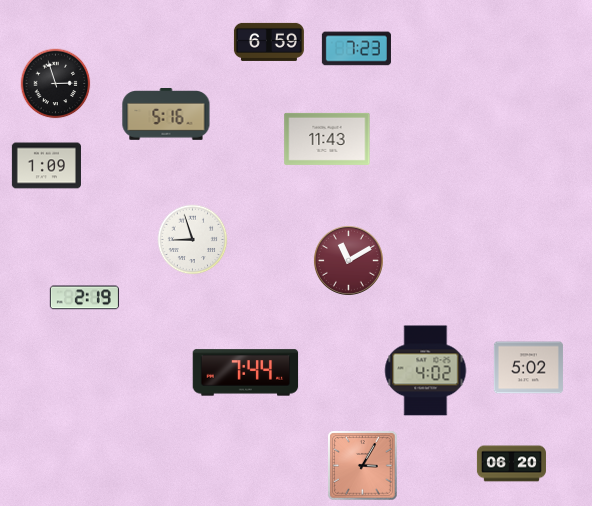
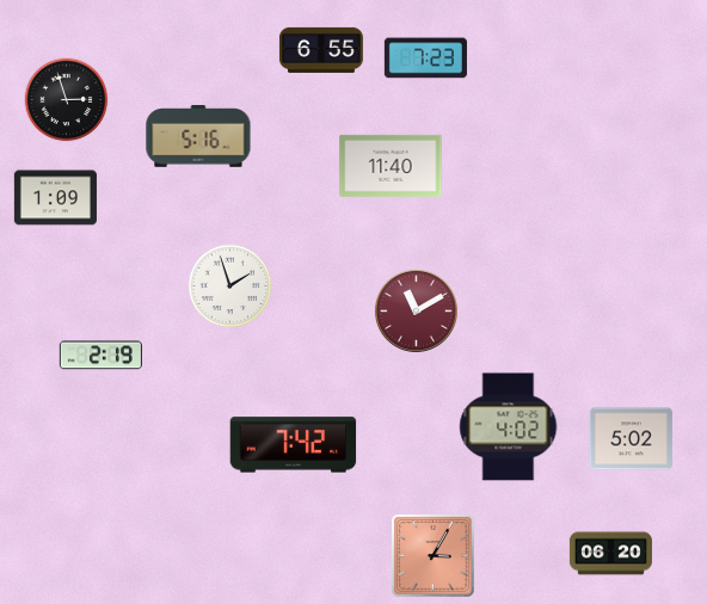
clock at (269, 42): 6:59 -> 6:55
clock at (327, 139): 11:43 -> 11:40
clock at (193, 240): 8:57 -> 1:57
clock at (426, 371) position: (426, 371) -> (509, 427)
clock at (246, 373): 7:44 -> 7:42
